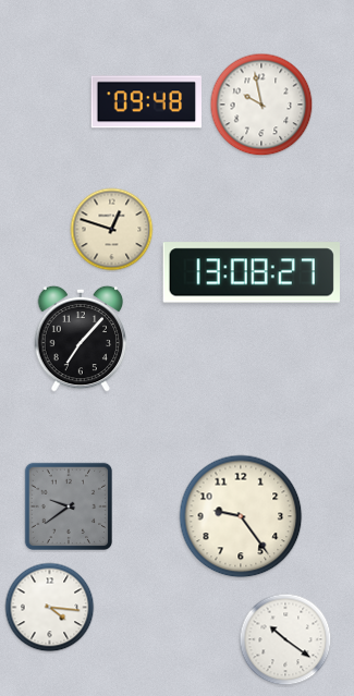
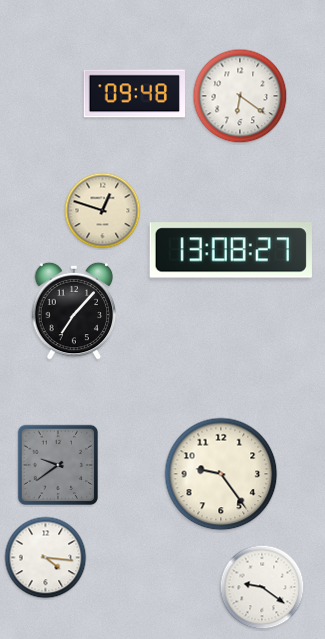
clock at (261, 105): 9:58 -> 6:21
clock at (68, 505) position: (68, 505) -> (57, 464)
clock at (285, 639): 10:21 -> 9:21
